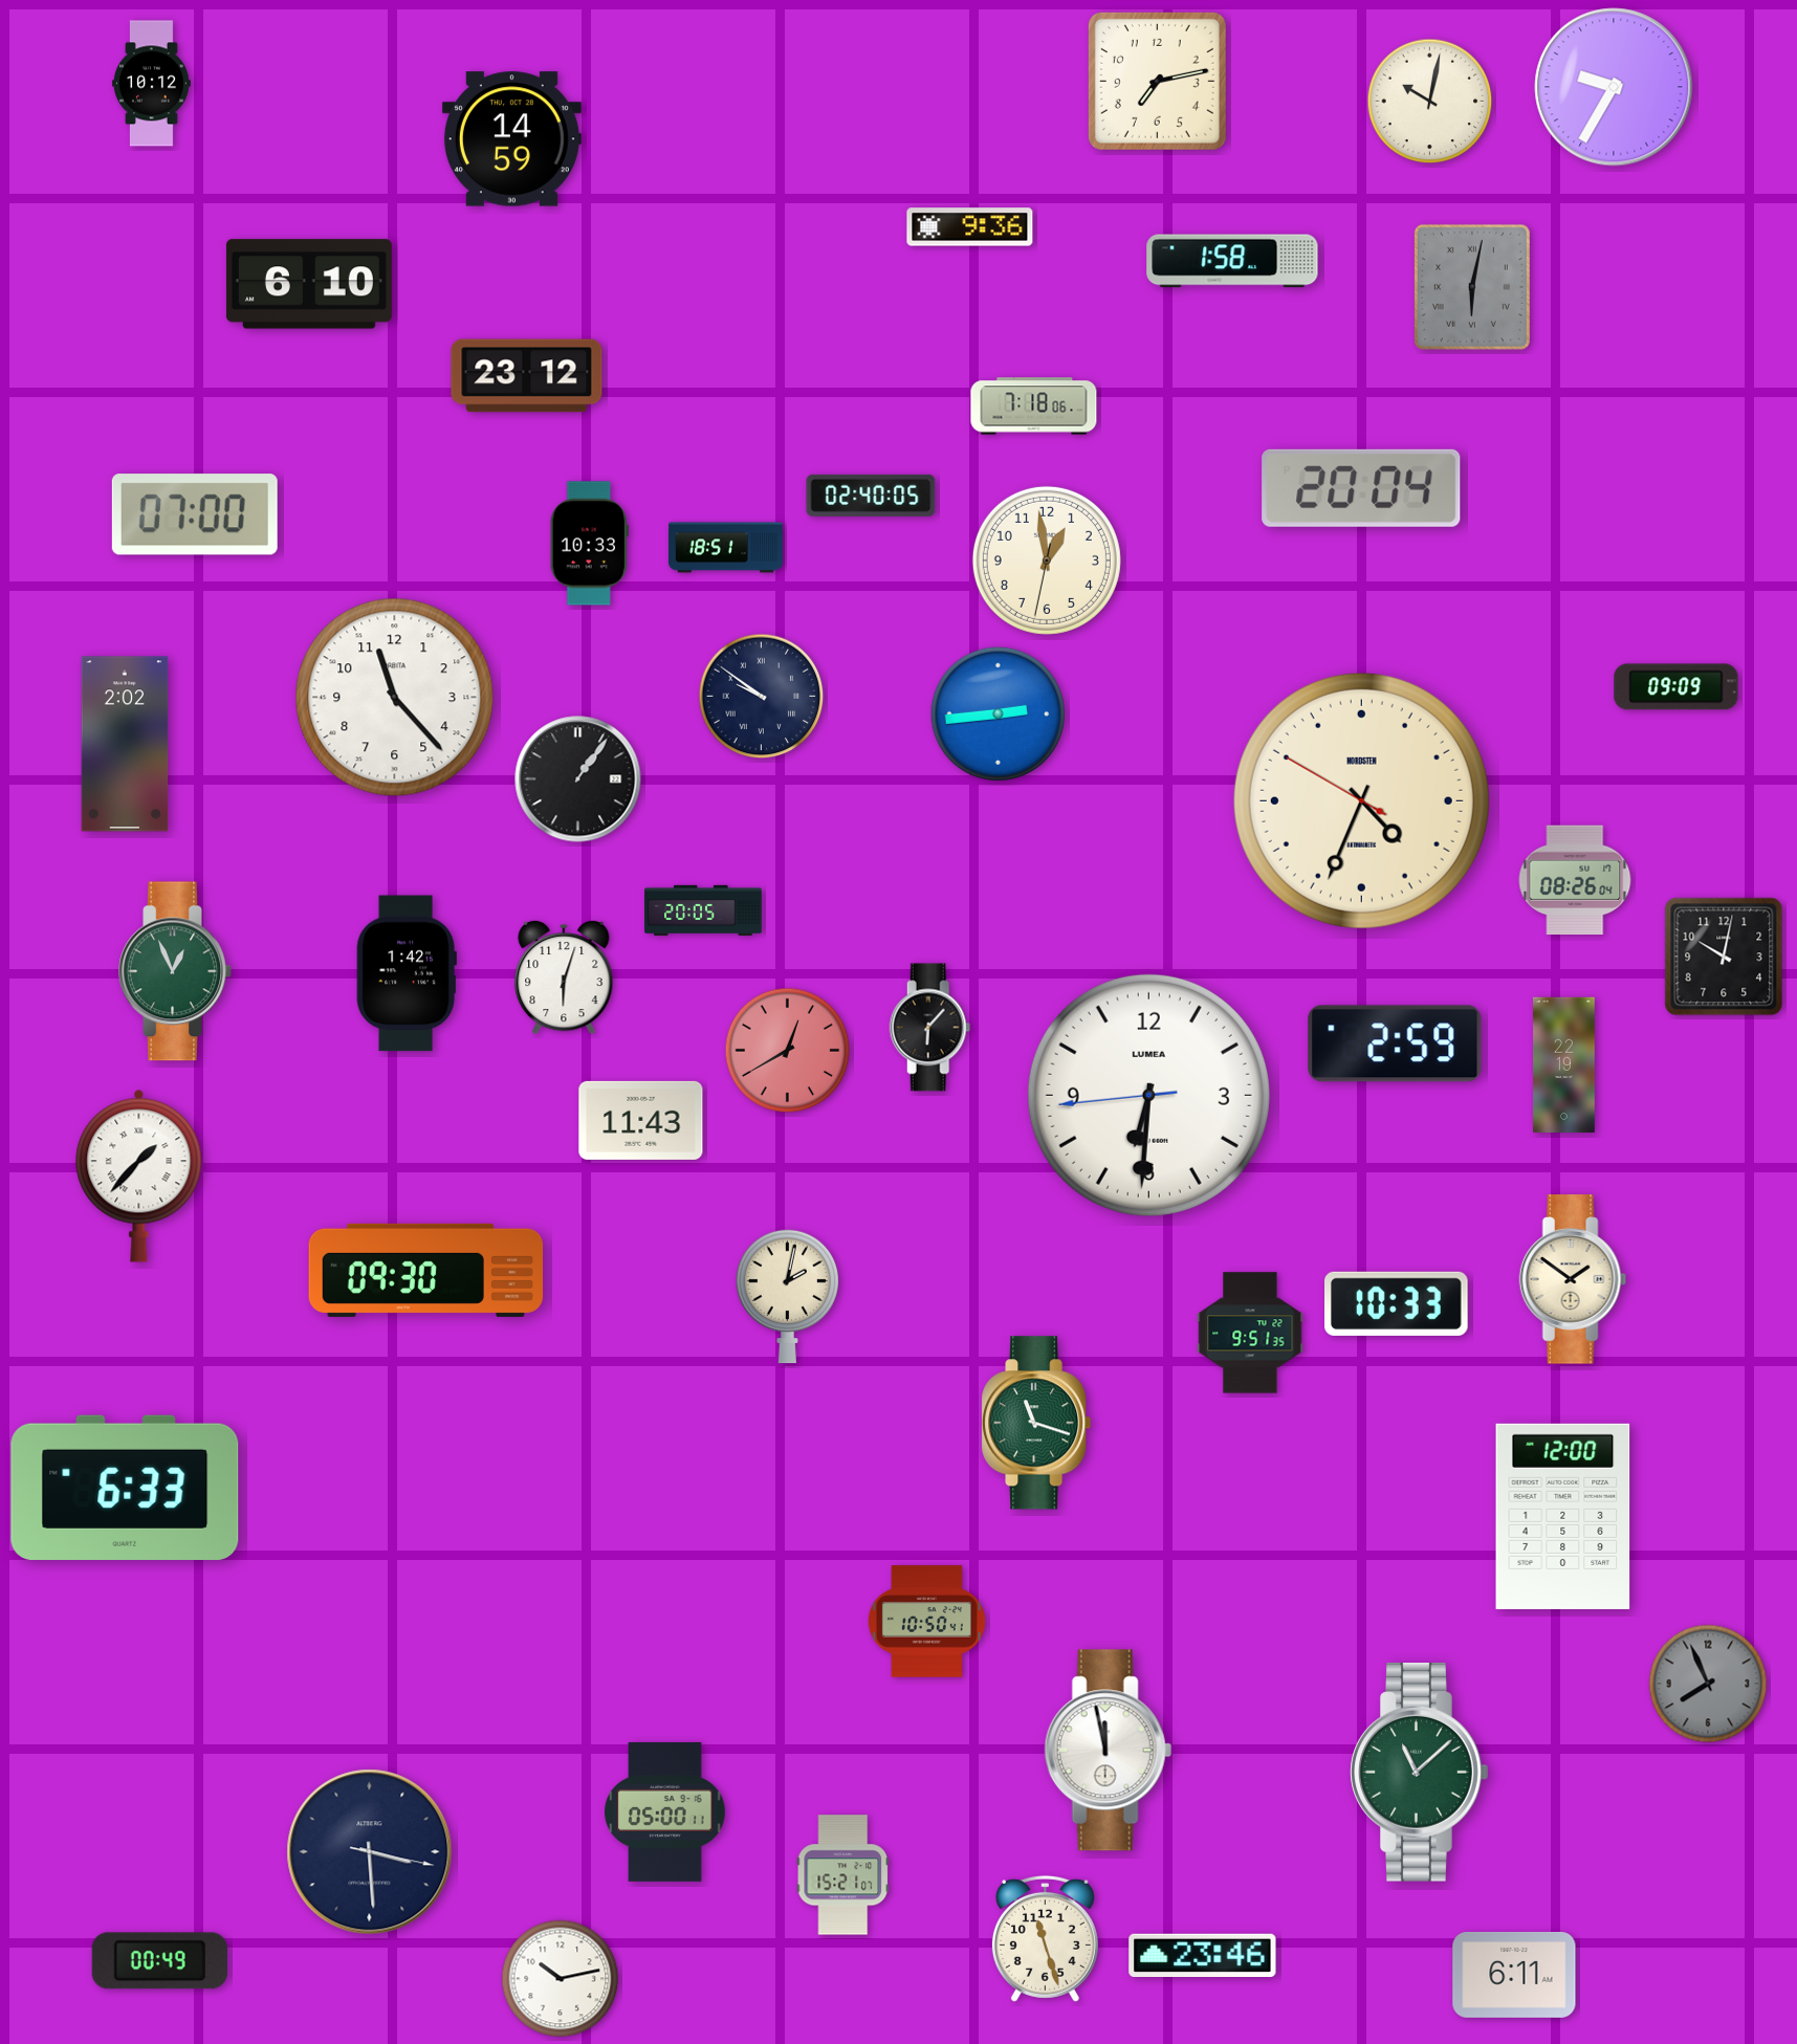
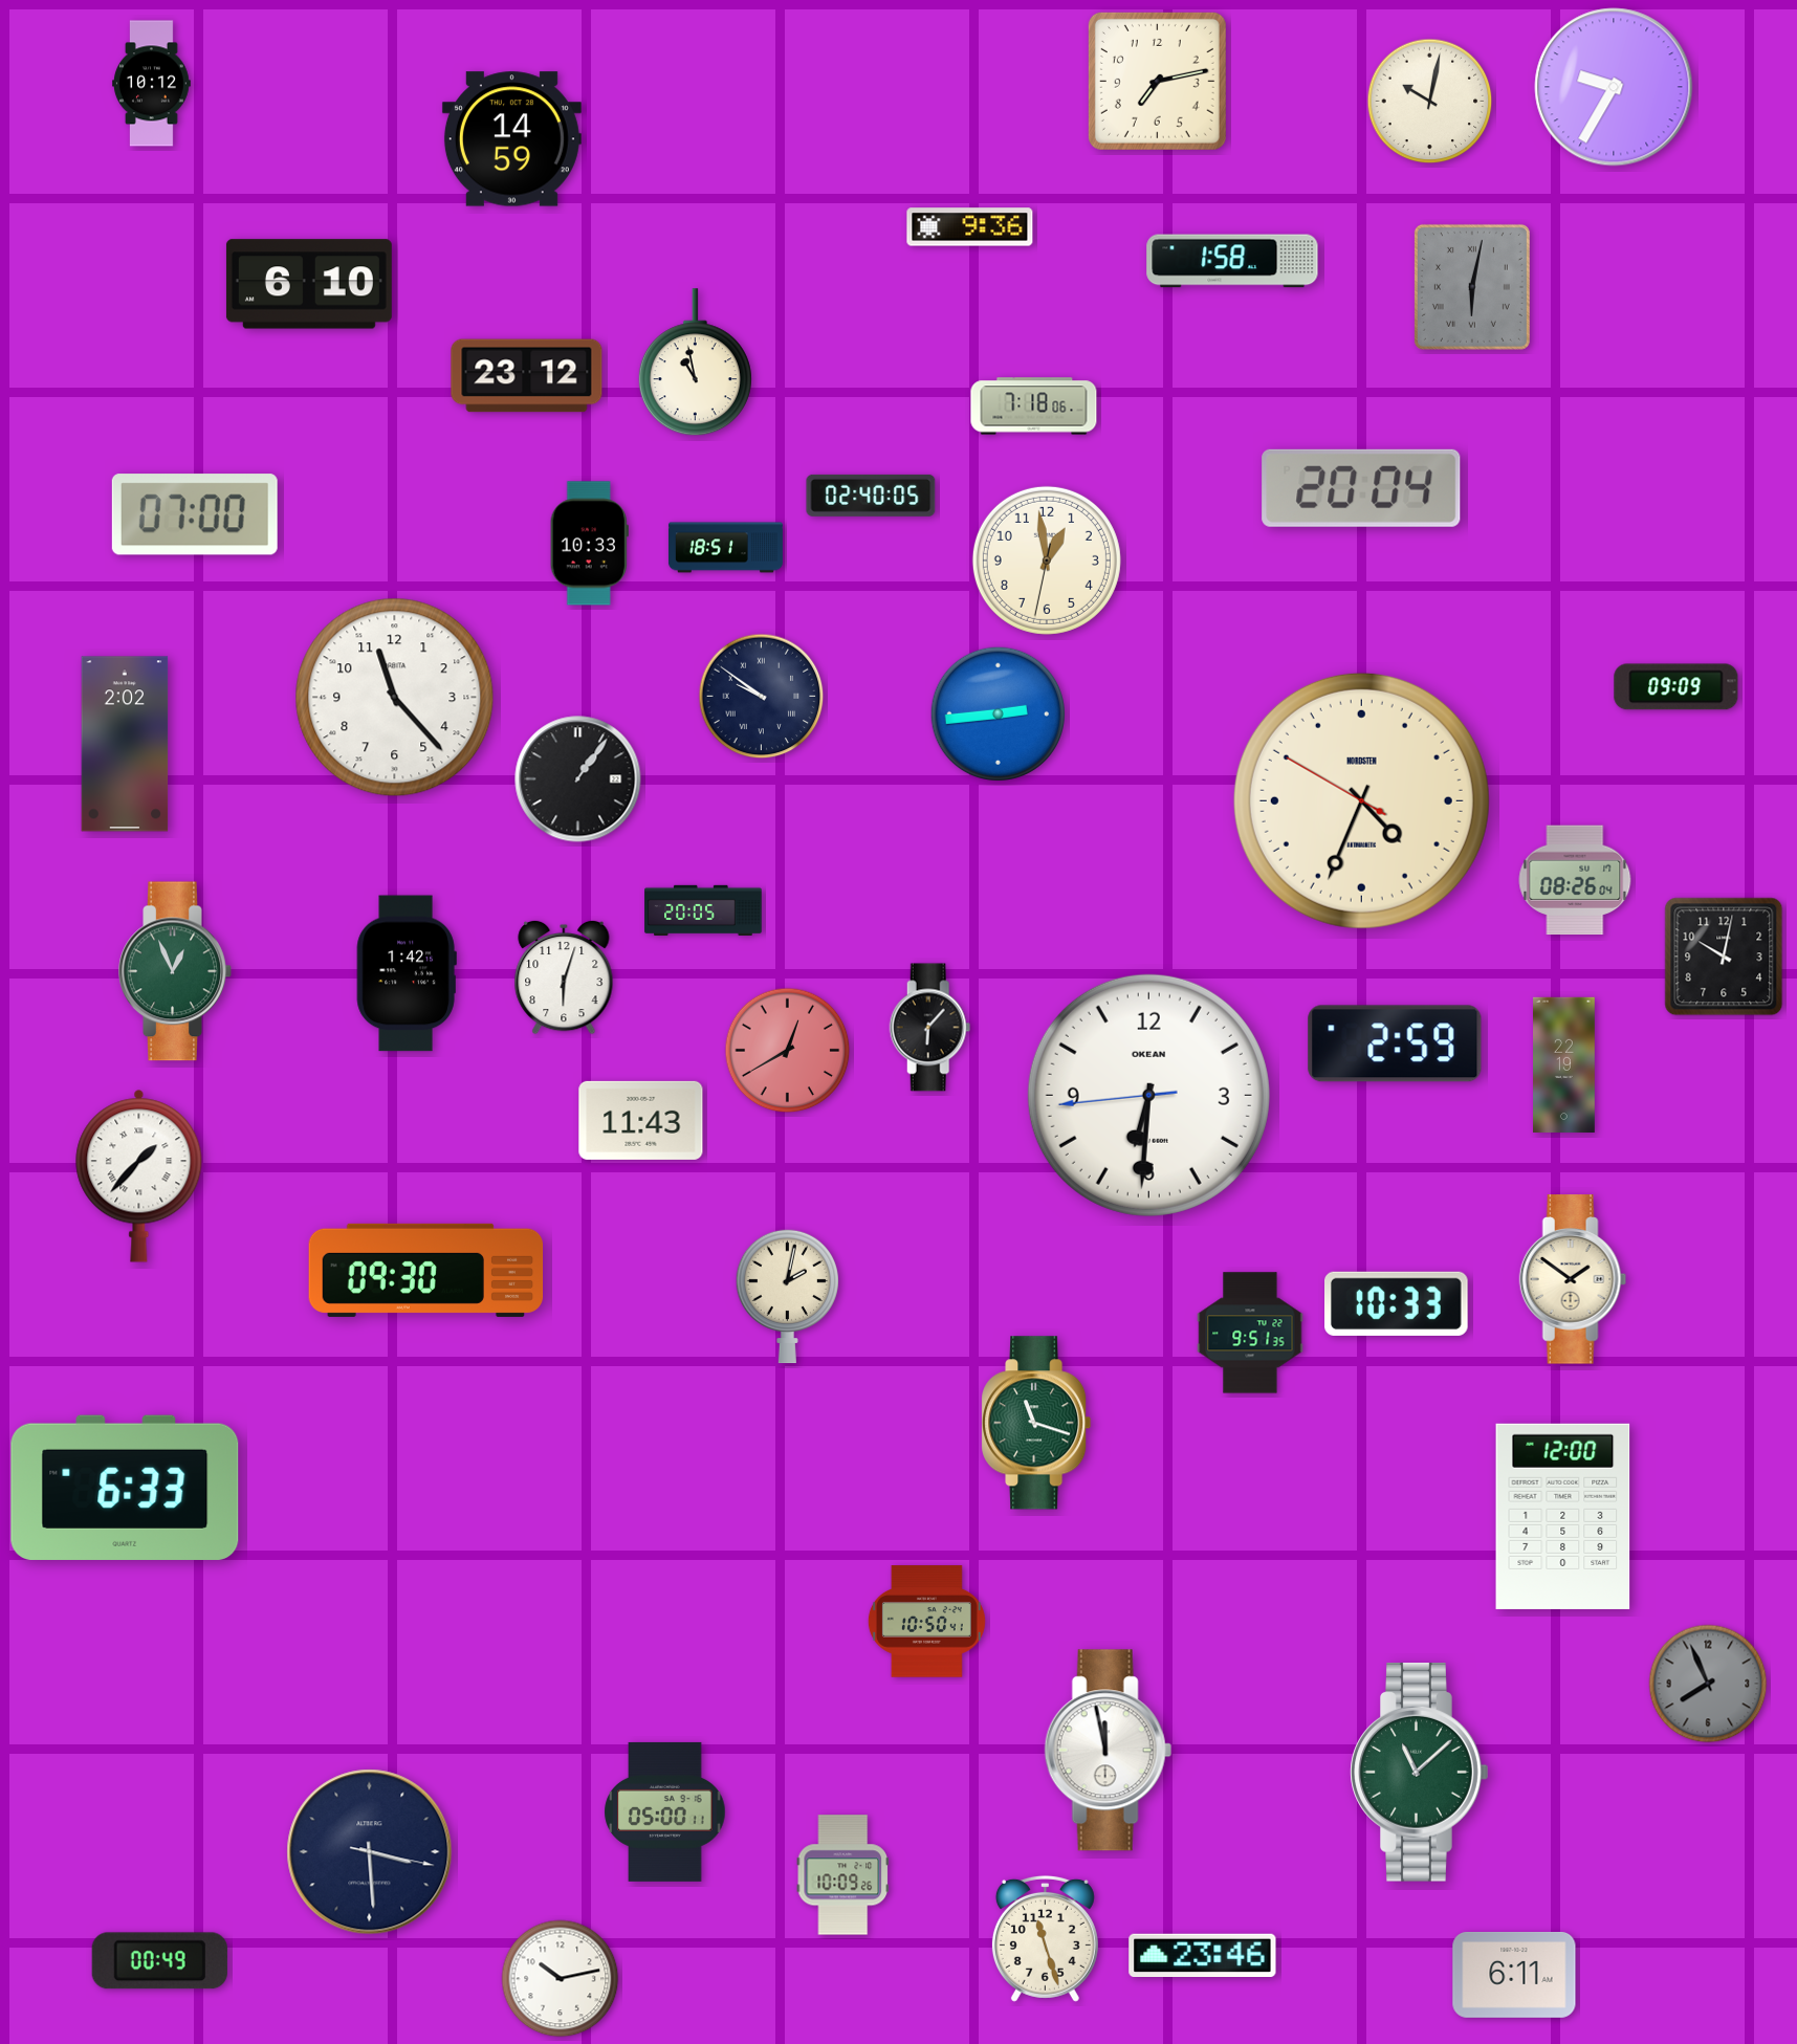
clock at (695, 362): none -> 10:58
clock at (1148, 1095) brand: LUMEA -> OKEAN
clock at (842, 1875): 15:21 -> 10:09
